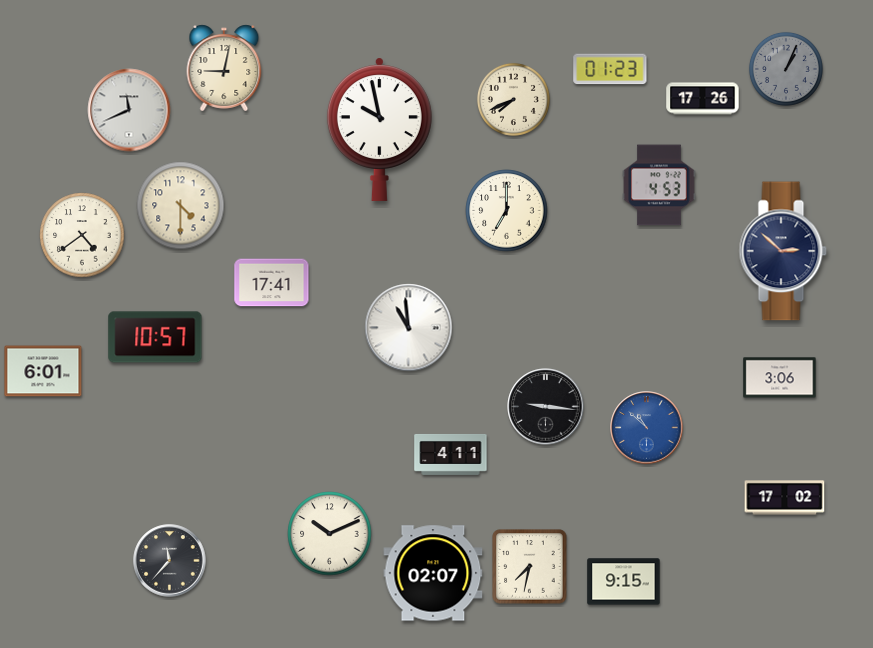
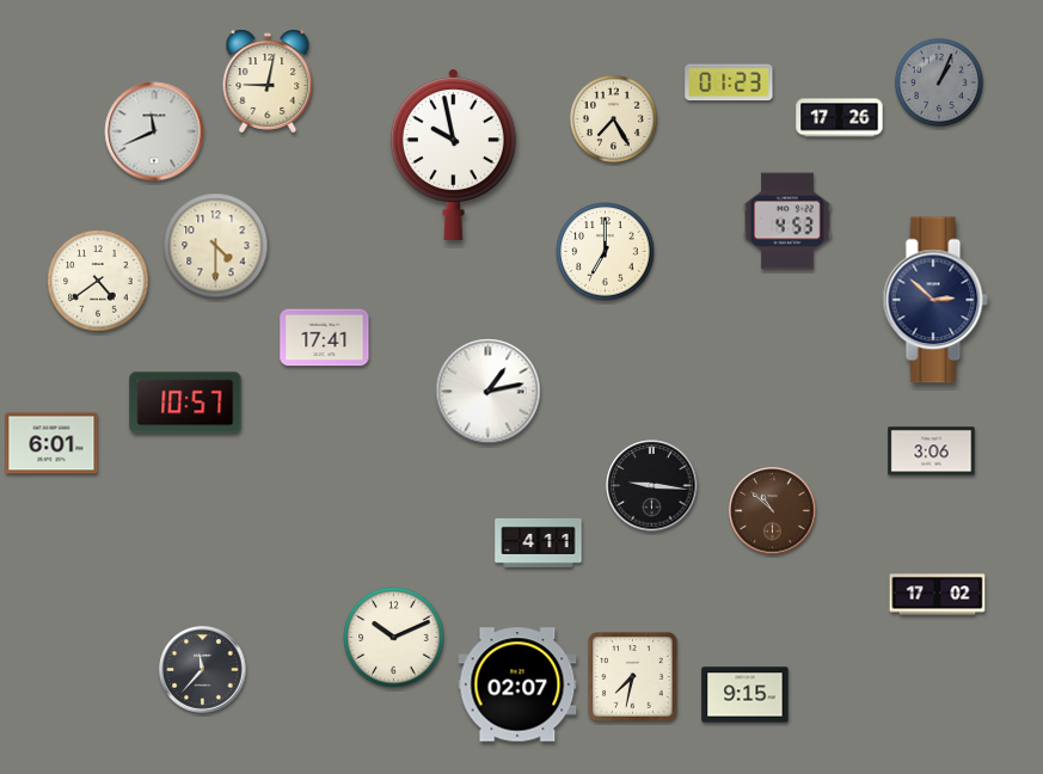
clock at (513, 99): 7:41 -> 7:25
clock at (409, 328): 10:59 -> 1:13
clock at (647, 428) dial: blue -> brown
